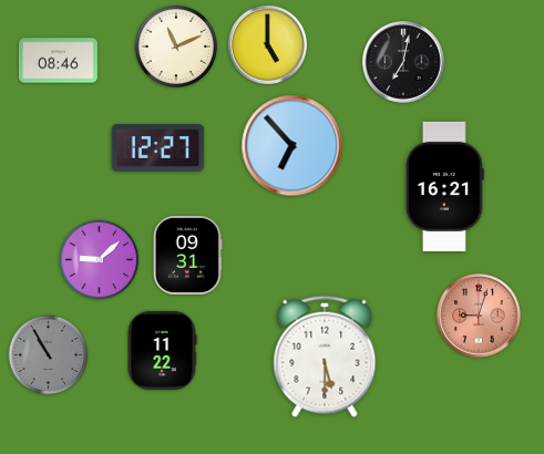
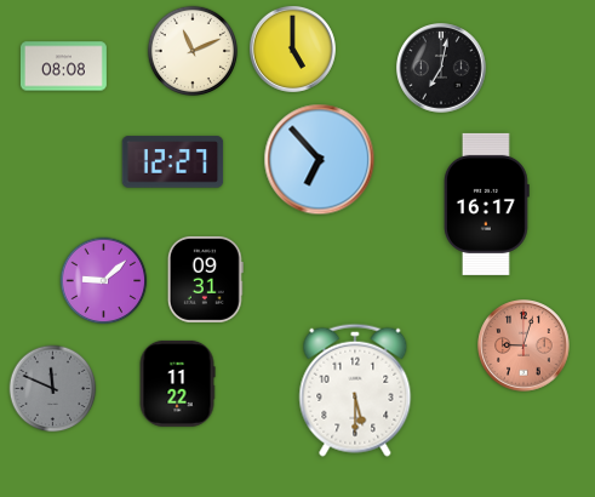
clock at (58, 61): 08:46 -> 08:08
clock at (444, 186): 16:21 -> 16:17
clock at (100, 260) position: (100, 260) -> (104, 281)
clock at (49, 355): 10:55 -> 11:49
